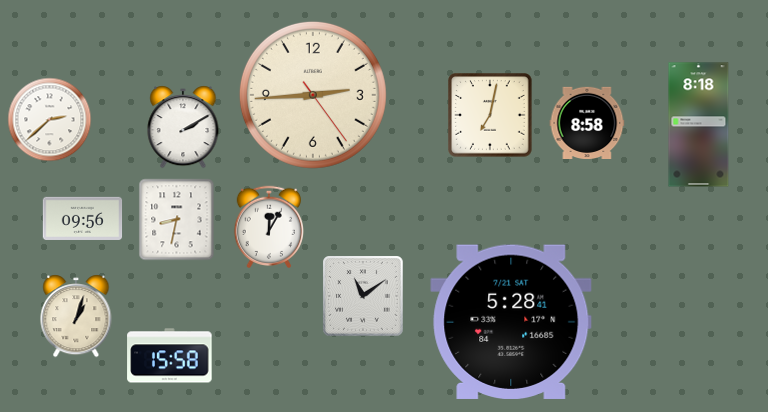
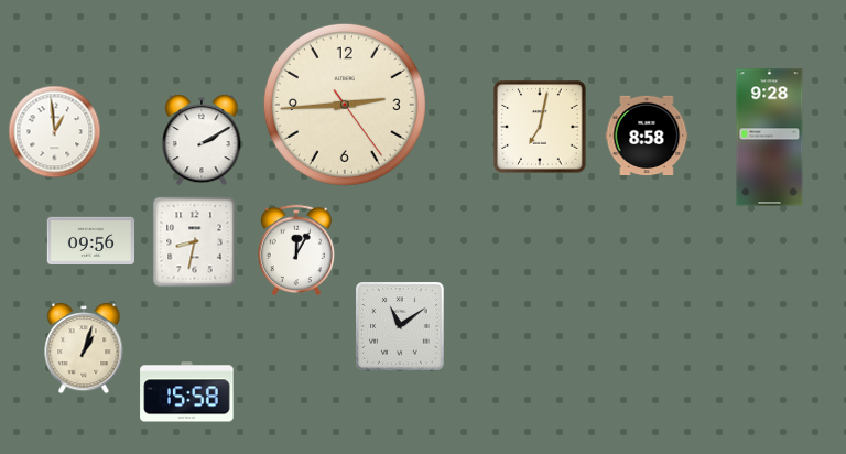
clock at (50, 120): 2:38 -> 12:59
clock at (699, 125): 8:18 -> 9:28
clock at (511, 322): 5:28 -> none
